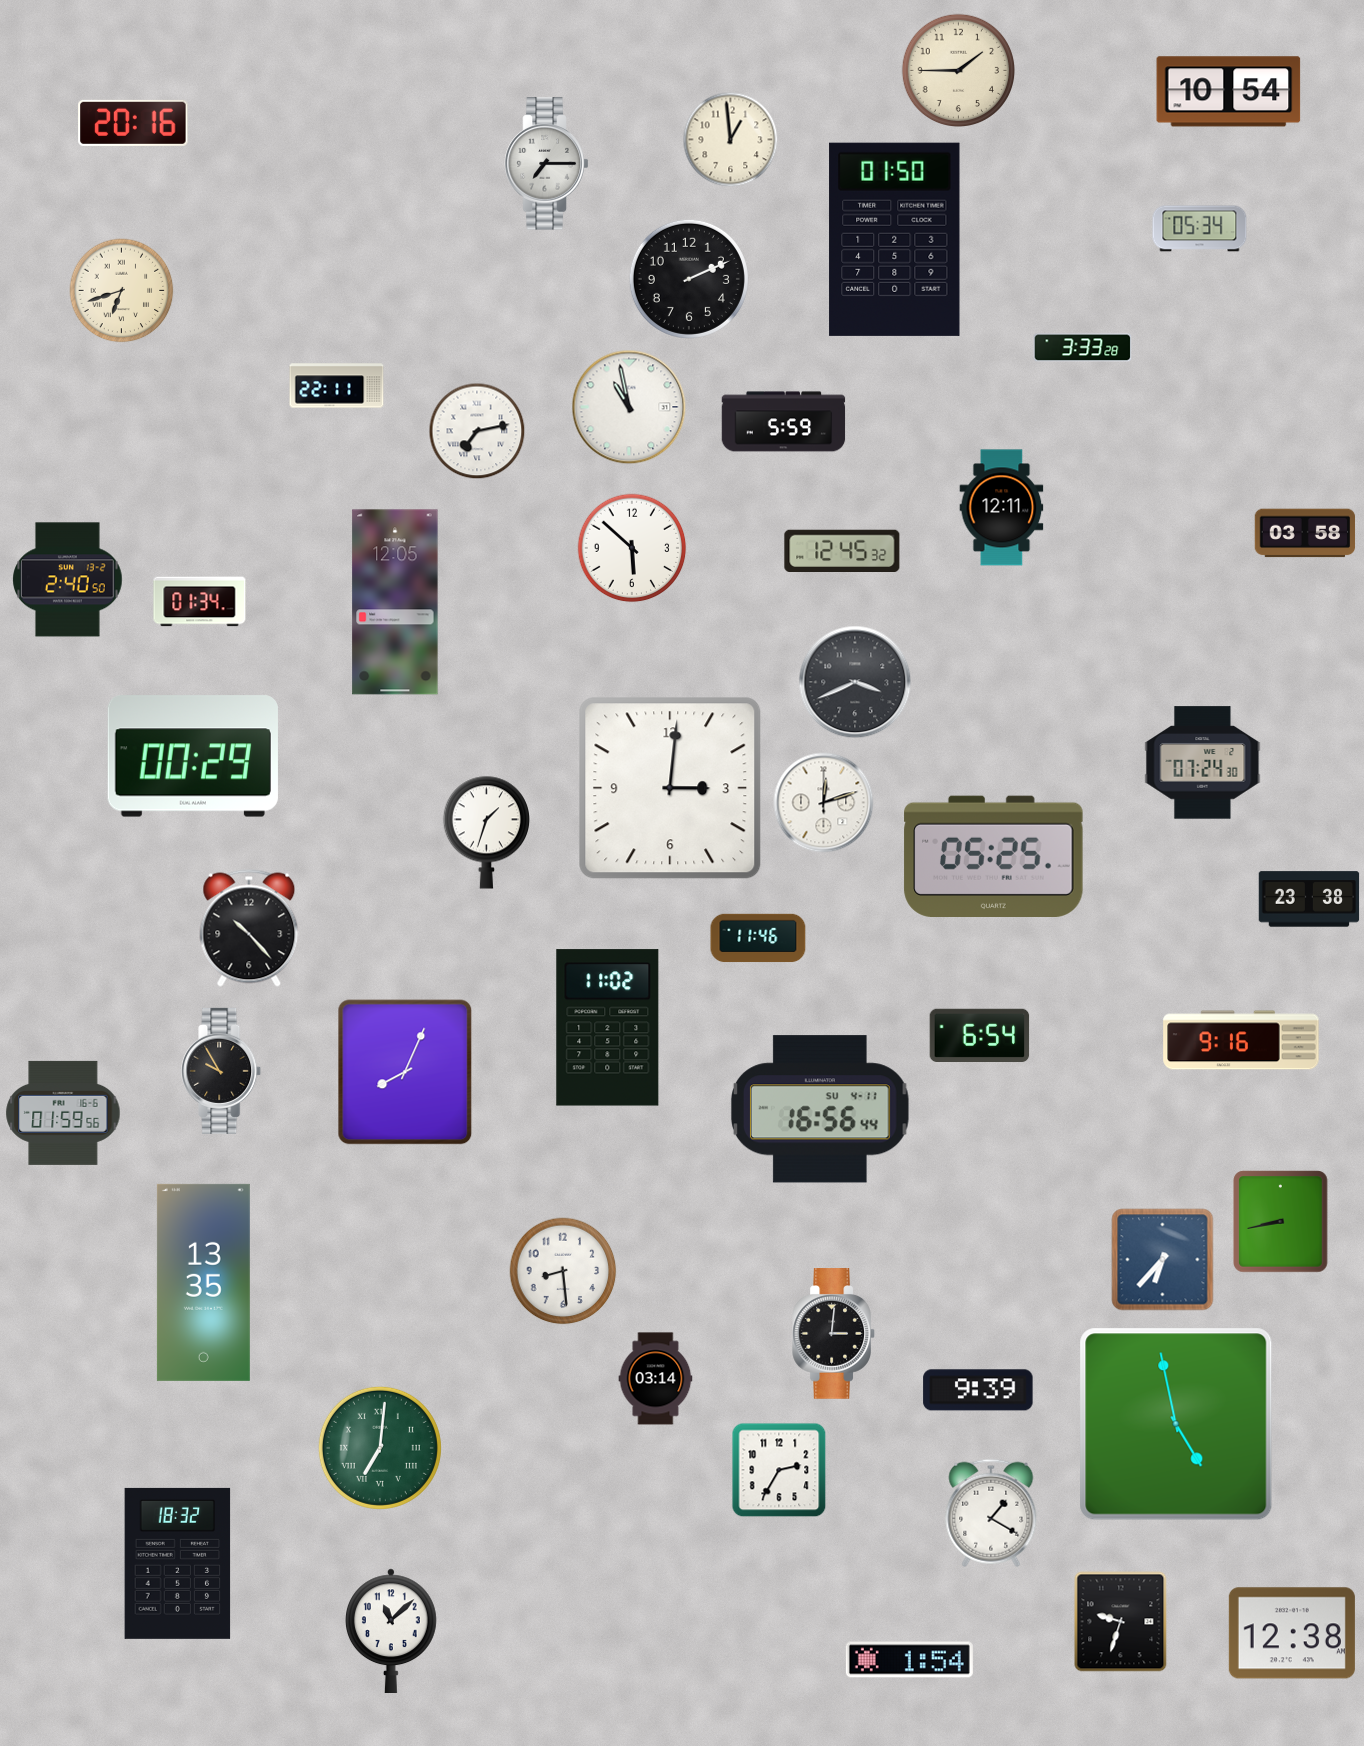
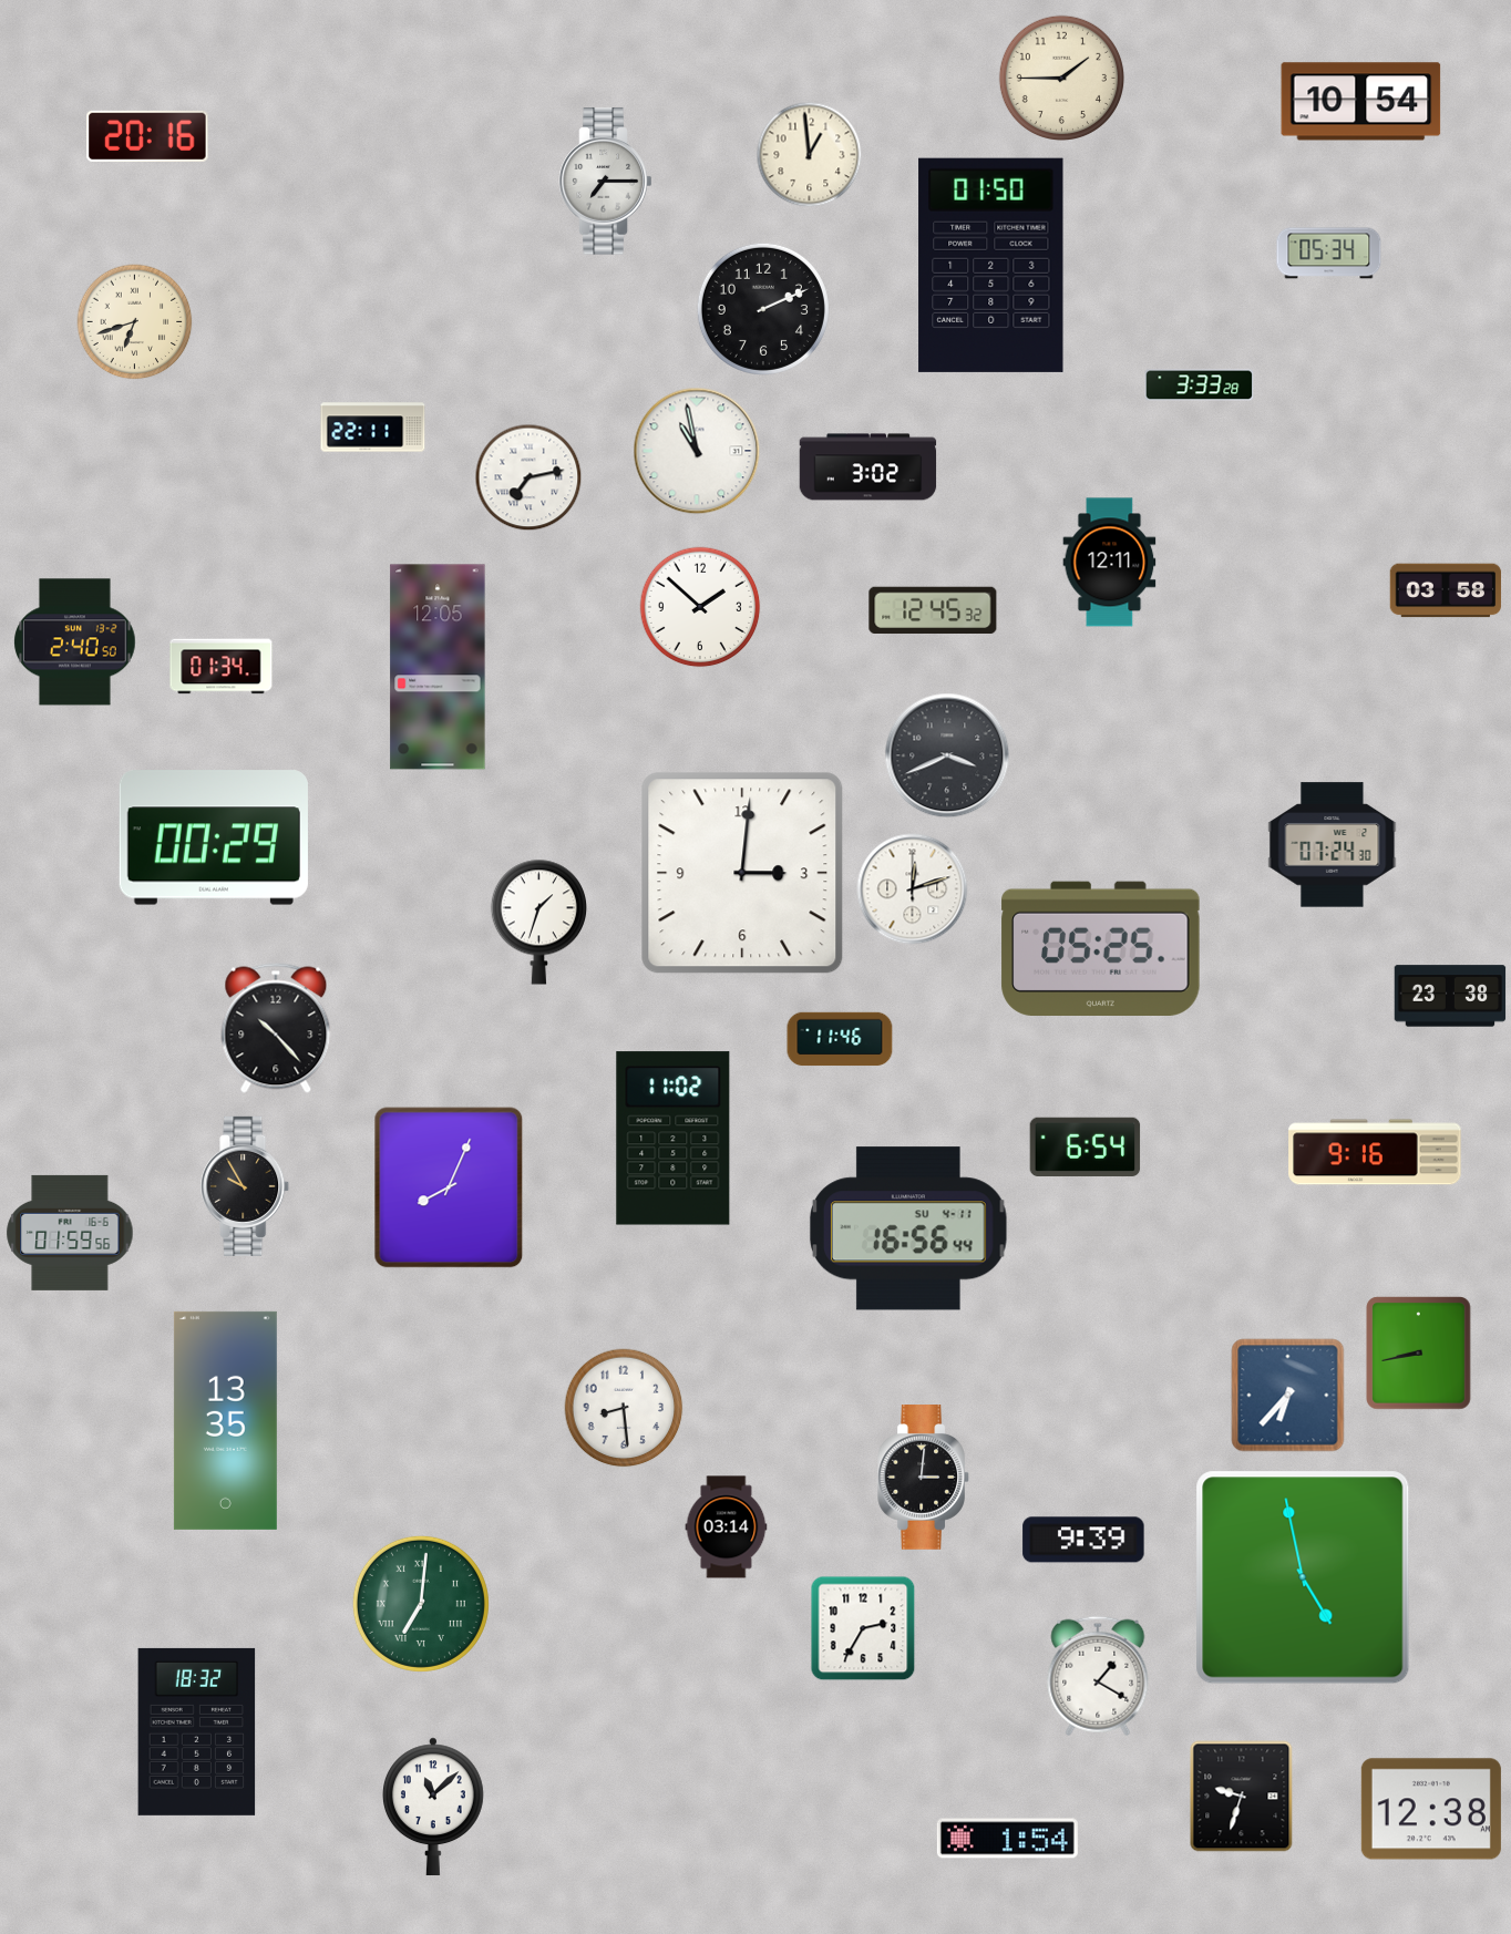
clock at (784, 422): 5:59 -> 3:02
clock at (632, 548): 5:52 -> 1:52
